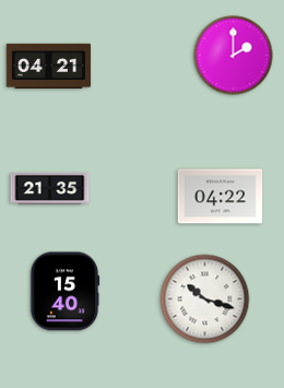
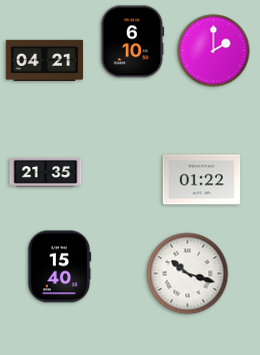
clock at (133, 42): none -> 6:10
clock at (221, 197): 04:22 -> 01:22
